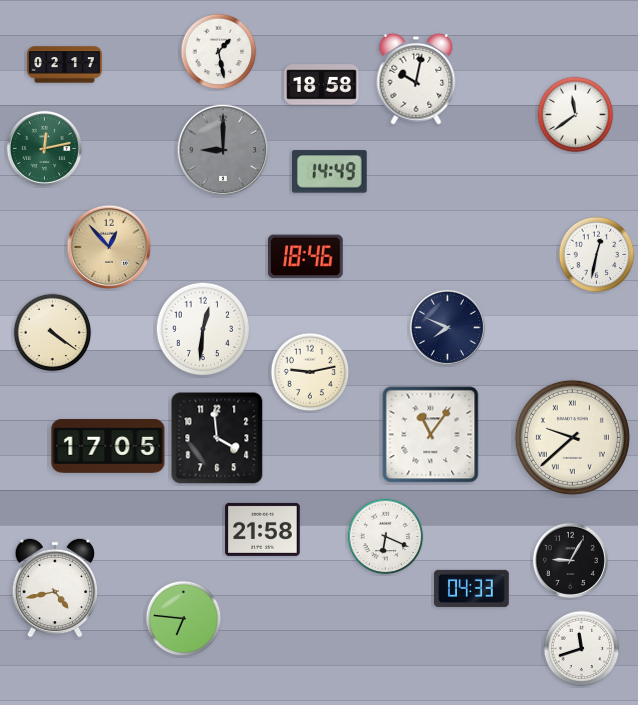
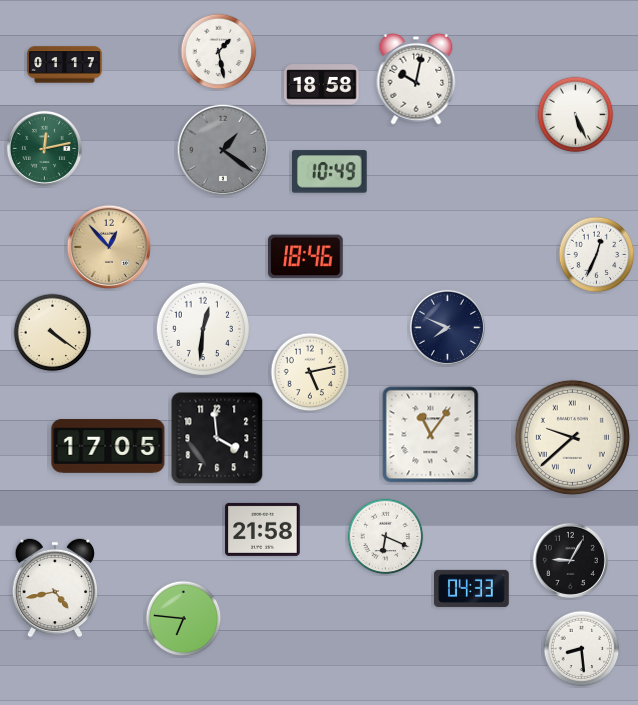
clock at (65, 65): 02:17 -> 01:17
clock at (576, 115): 11:39 -> 5:26
clock at (223, 150): 9:00 -> 1:21
clock at (330, 172): 14:49 -> 10:49
clock at (597, 255): 12:32 -> 12:34
clock at (310, 372): 9:13 -> 5:13
clock at (582, 649): 11:42 -> 8:29
